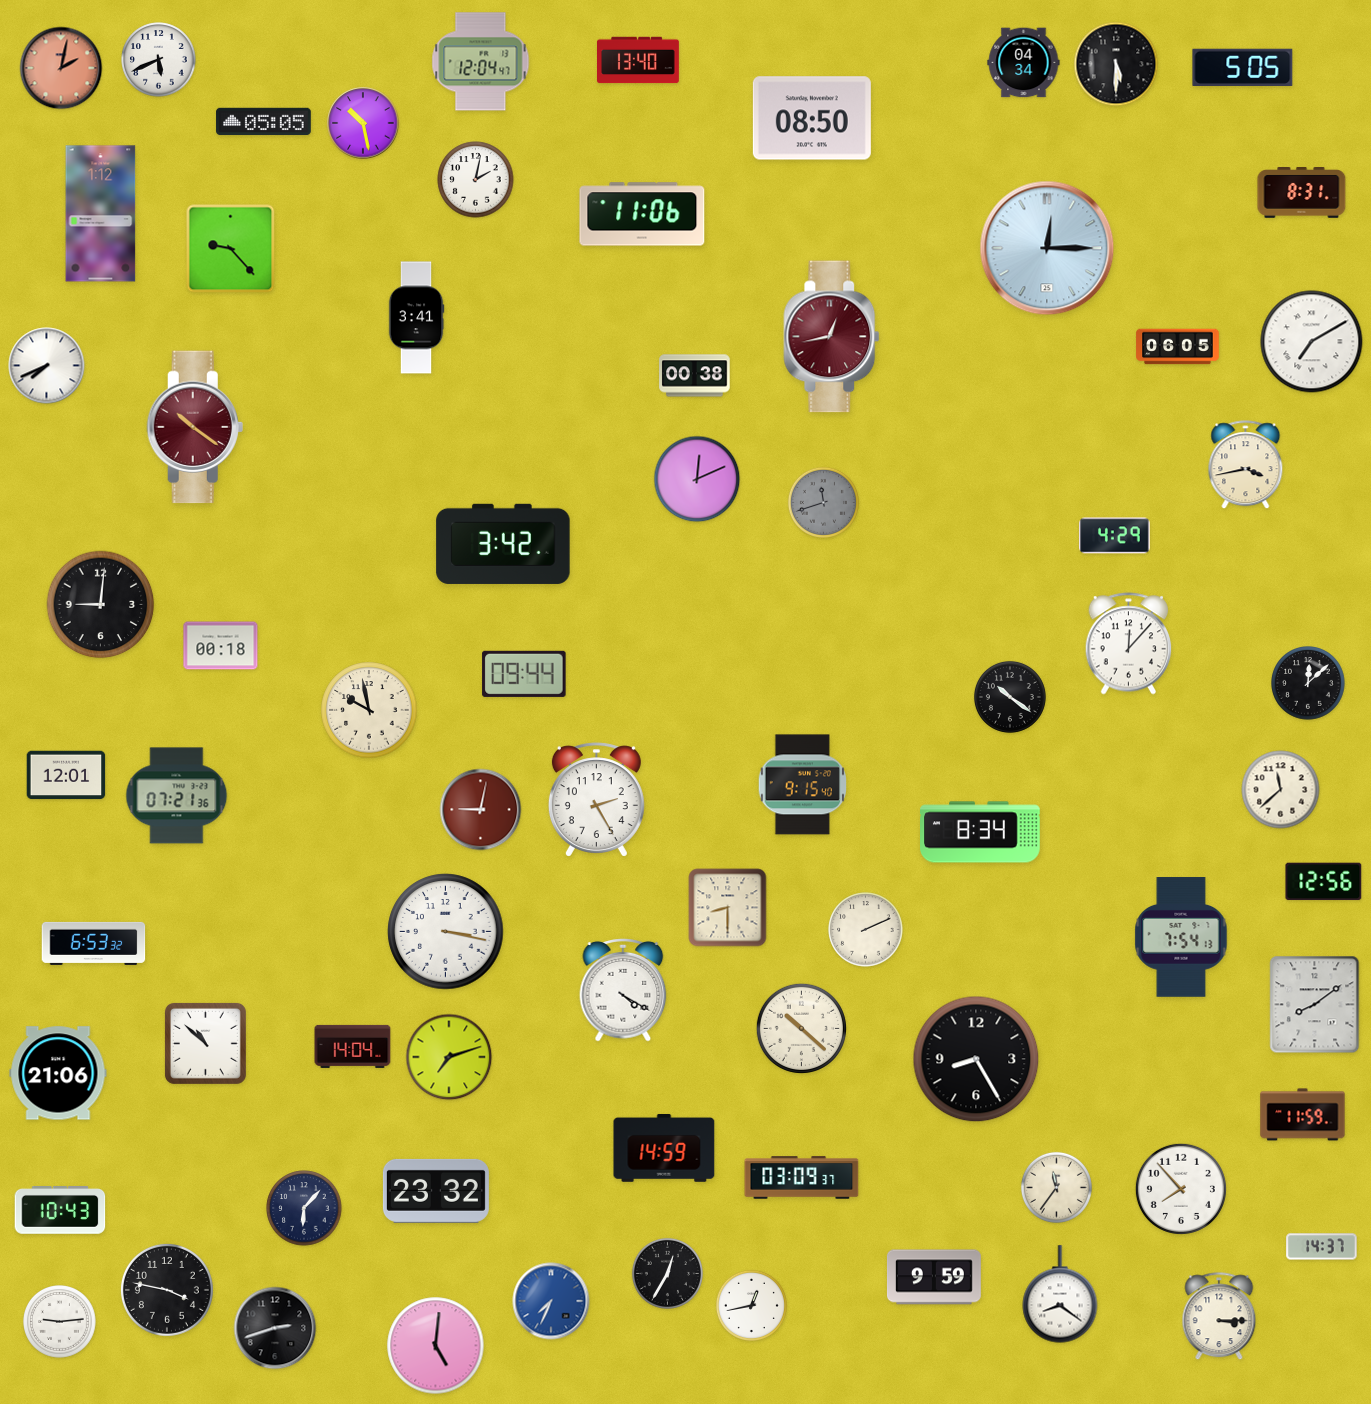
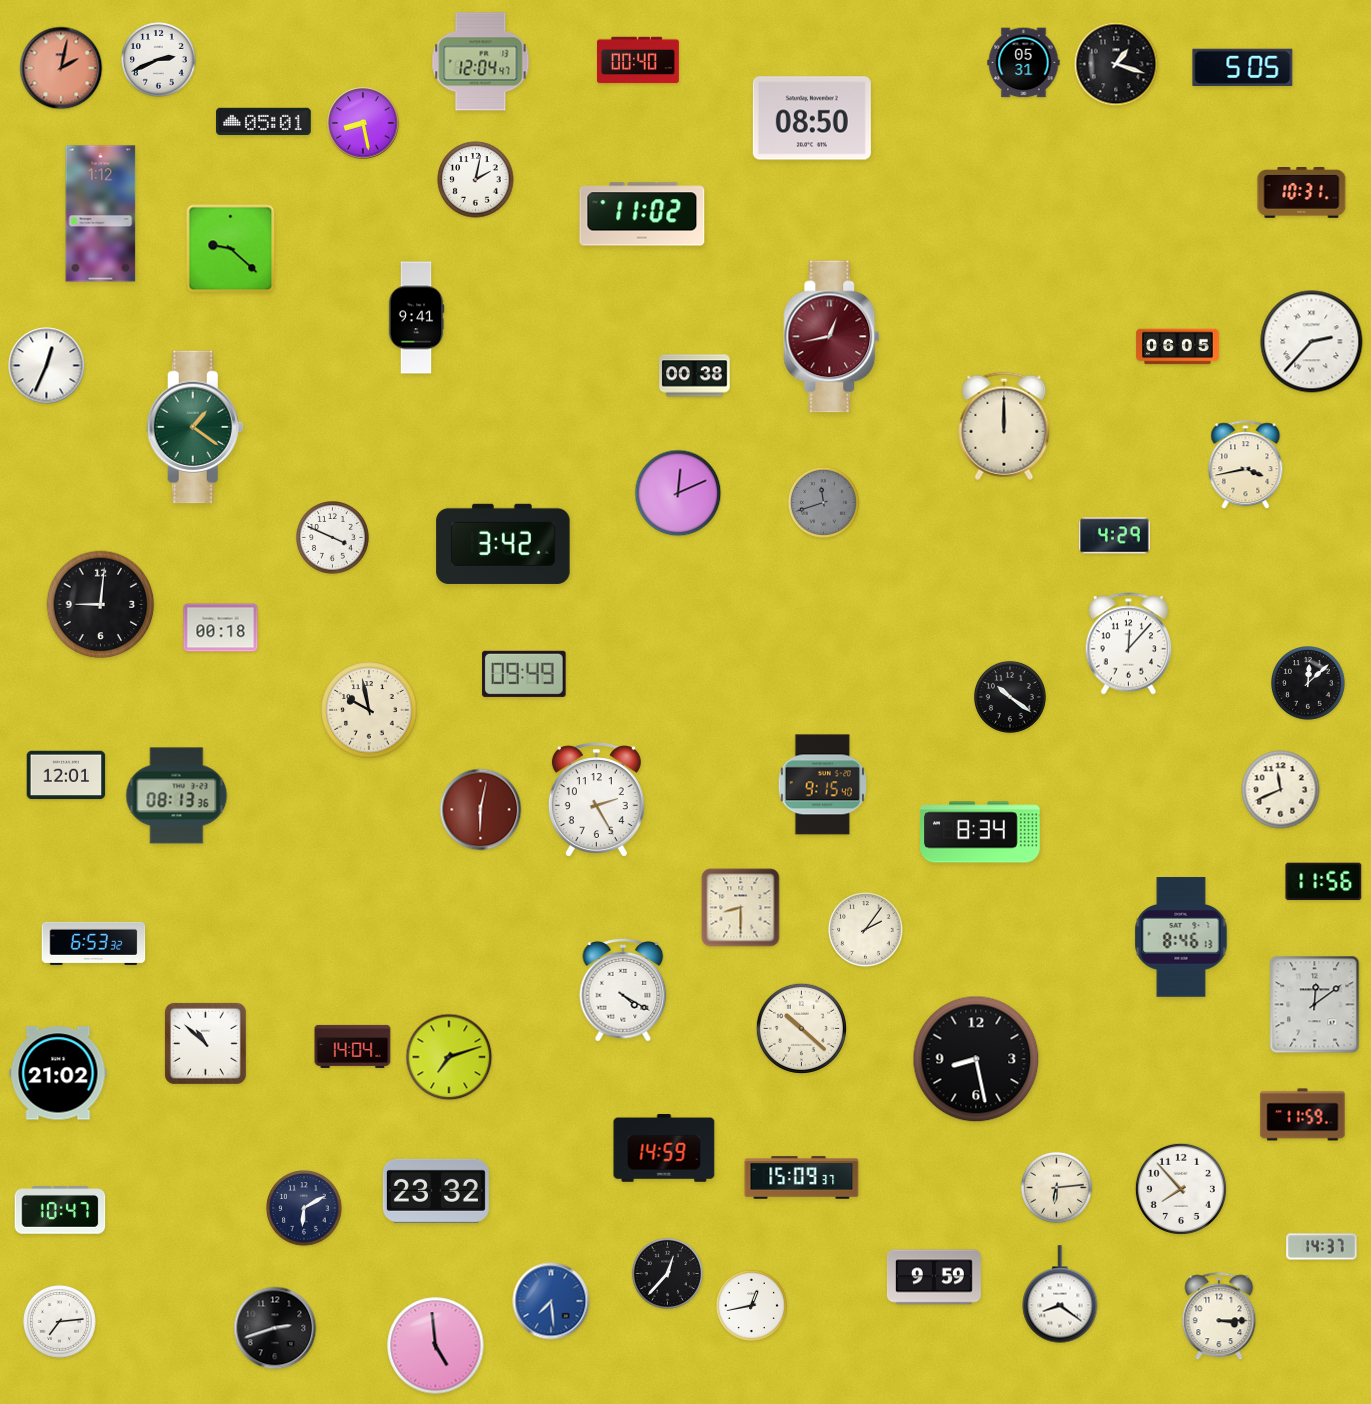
clock at (159, 60): 5:41 -> 2:41
clock at (639, 60): 13:40 -> 00:40
clock at (1024, 63): 04:34 -> 05:31
clock at (1116, 64): 5:30 -> 1:18
clock at (264, 122): 05:05 -> 05:01
clock at (363, 123): 10:28 -> 8:28
clock at (1302, 193): 8:31 -> 10:31
clock at (642, 214): 11:06 -> 11:02
clock at (1047, 248): 12:15 -> none
clock at (231, 249): 9:23 -> 9:22
clock at (416, 318): 3:41 -> 9:41
clock at (1312, 342): 7:10 -> 2:37
clock at (47, 366): 7:41 -> 12:34
clock at (1004, 426): none -> 12:00
clock at (195, 427): 10:21 -> 1:21
clock at (195, 427) dial: burgundy -> green
clock at (697, 479) position: (697, 479) -> (678, 493)
clock at (333, 538): none -> 3:49
clock at (221, 646) position: (221, 646) -> (221, 628)
clock at (524, 674): 09:44 -> 09:49
clock at (802, 785) position: (802, 785) -> (822, 785)
clock at (1281, 790): 11:38 -> 11:41
clock at (177, 796): 07:21 -> 08:13
clock at (481, 810): 9:02 -> 6:02
clock at (1324, 882): 12:56 -> 11:56
clock at (728, 908) position: (728, 908) -> (741, 908)
clock at (866, 930): 2:11 -> 2:06
clock at (446, 932): 3:17 -> none
clock at (1181, 937): 7:54 -> 8:46
clock at (1315, 1005): 8:09 -> 12:09
clock at (976, 1059): 8:25 -> 8:28
clock at (58, 1073): 21:06 -> 21:02
clock at (802, 1178): 03:09 -> 15:09
clock at (1056, 1187): 11:36 -> 6:14
clock at (304, 1208): 6:07 -> 6:10
clock at (60, 1211): 10:43 -> 10:47
clock at (667, 1273): 12:35 -> 12:37
clock at (167, 1290): 3:47 -> none
clock at (551, 1301): 7:34 -> 7:29
clock at (60, 1322): 9:14 -> 7:14
clock at (436, 1346): 5:01 -> 4:59
